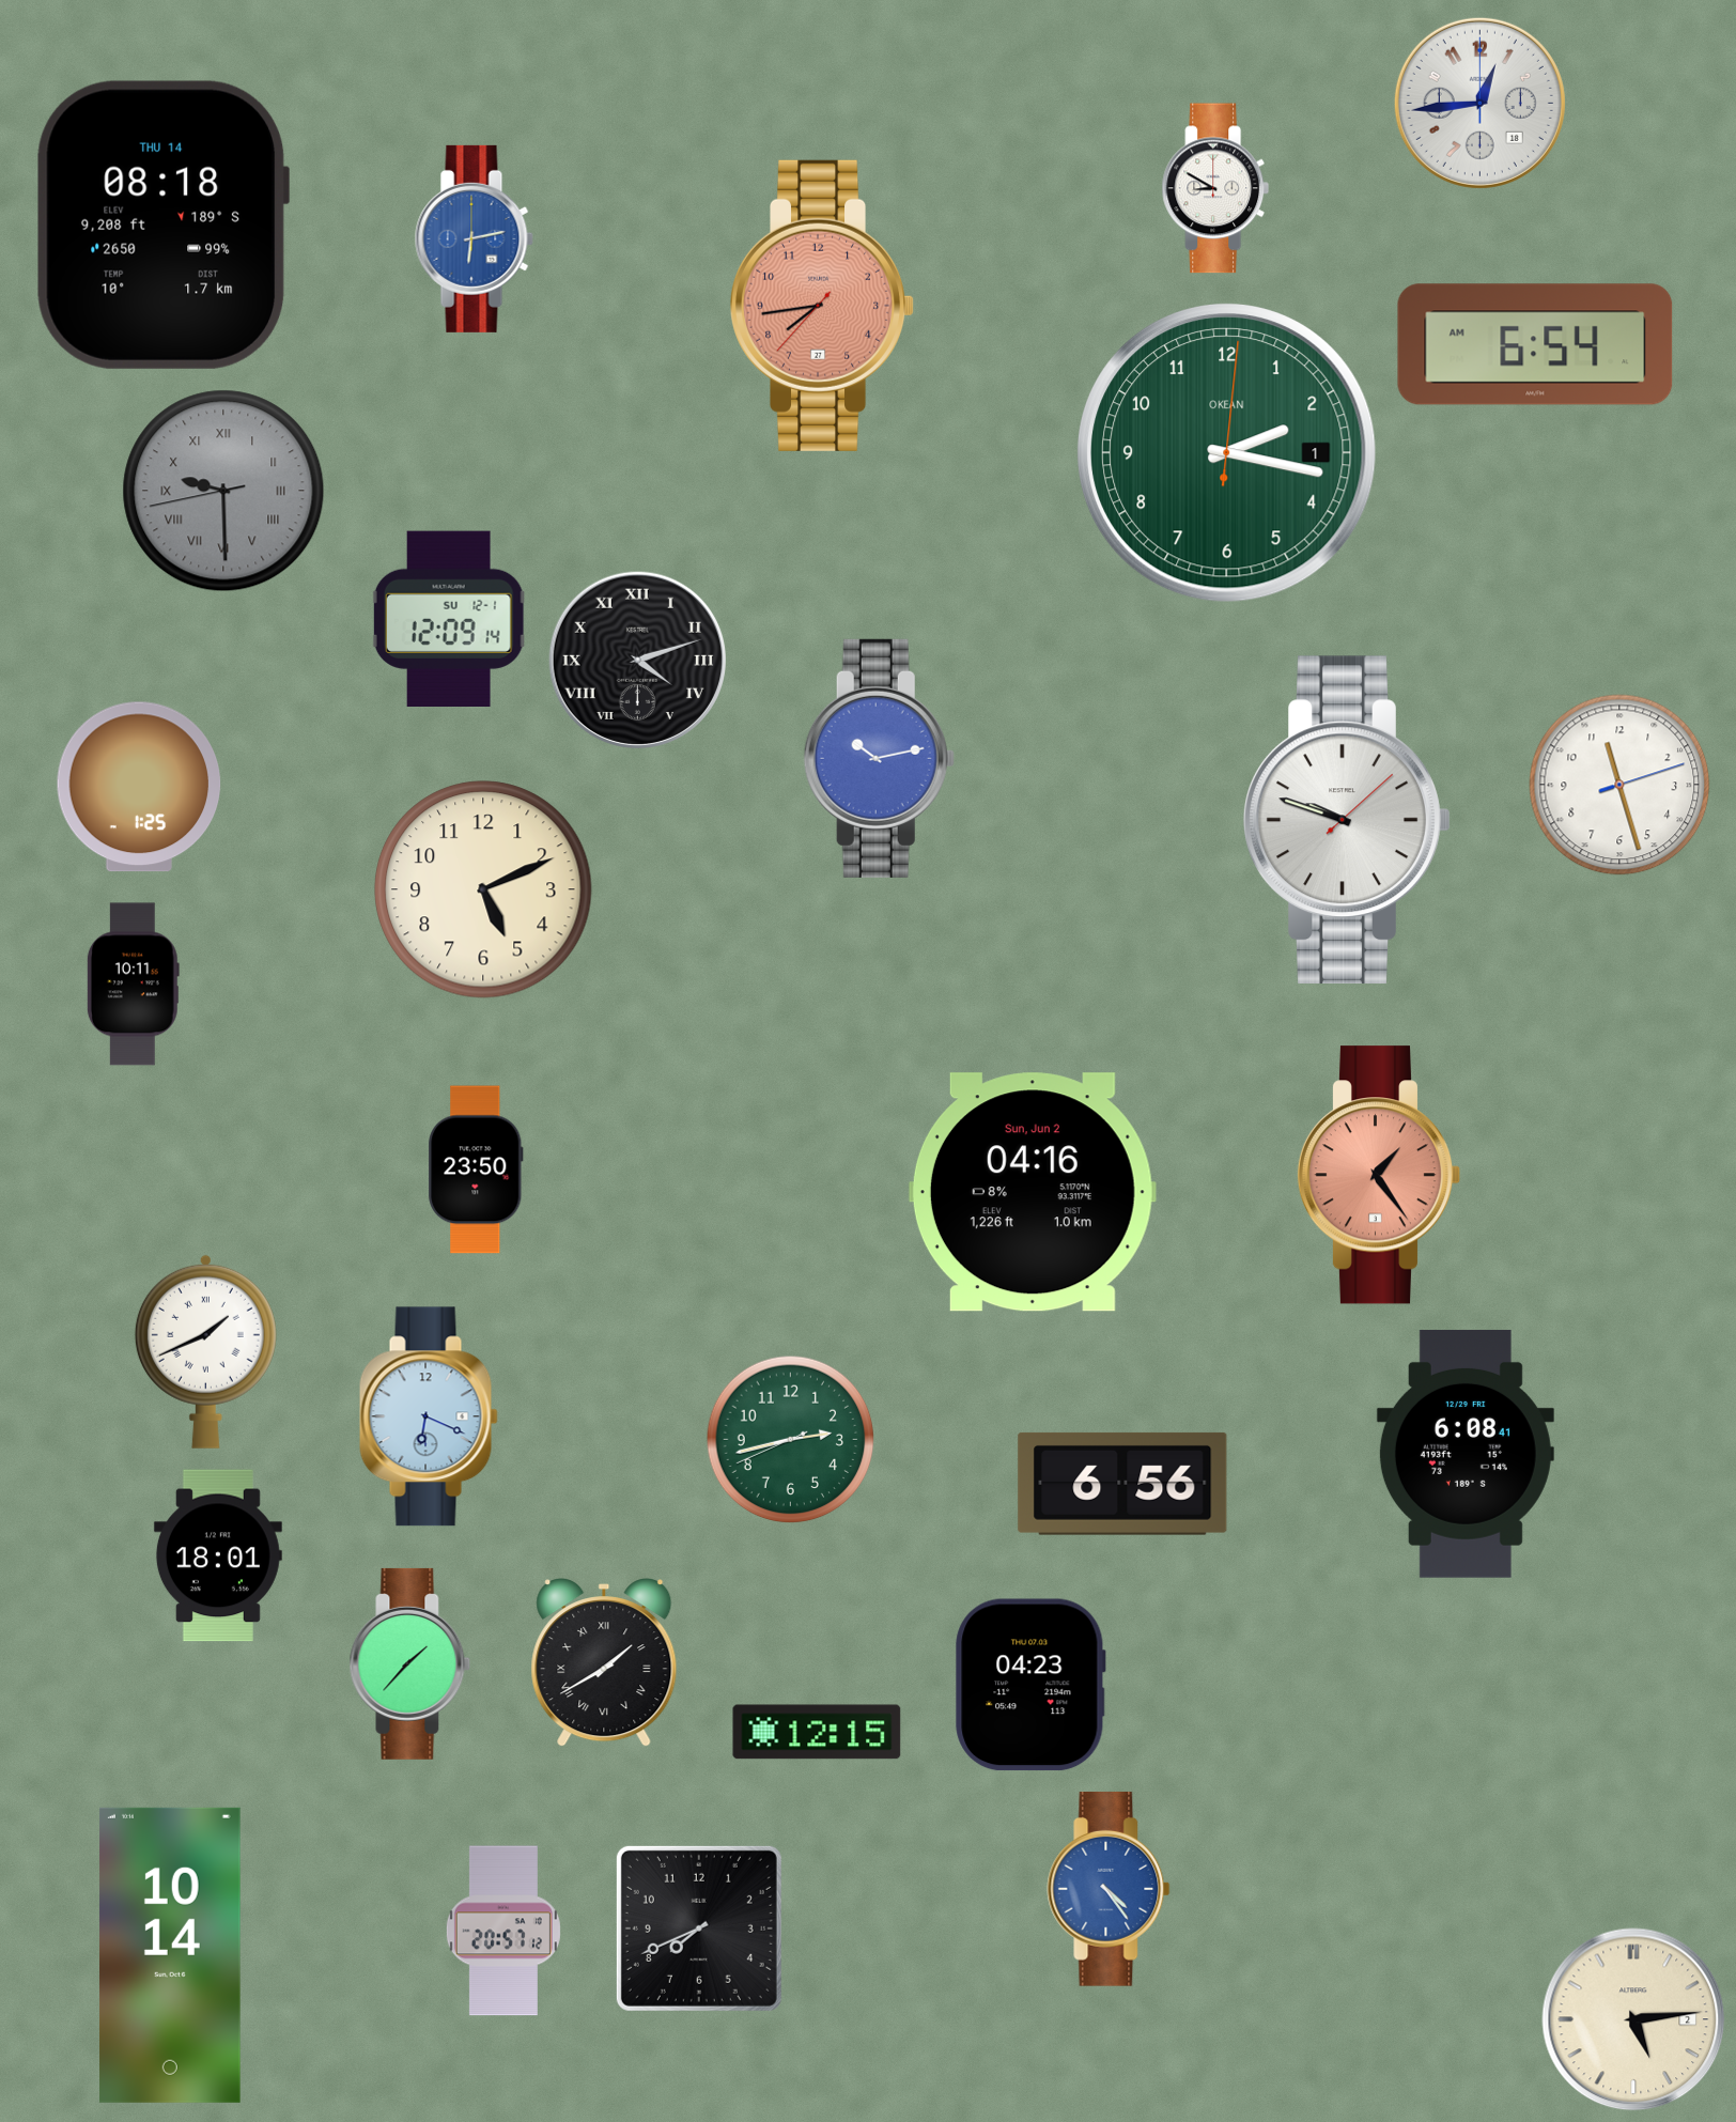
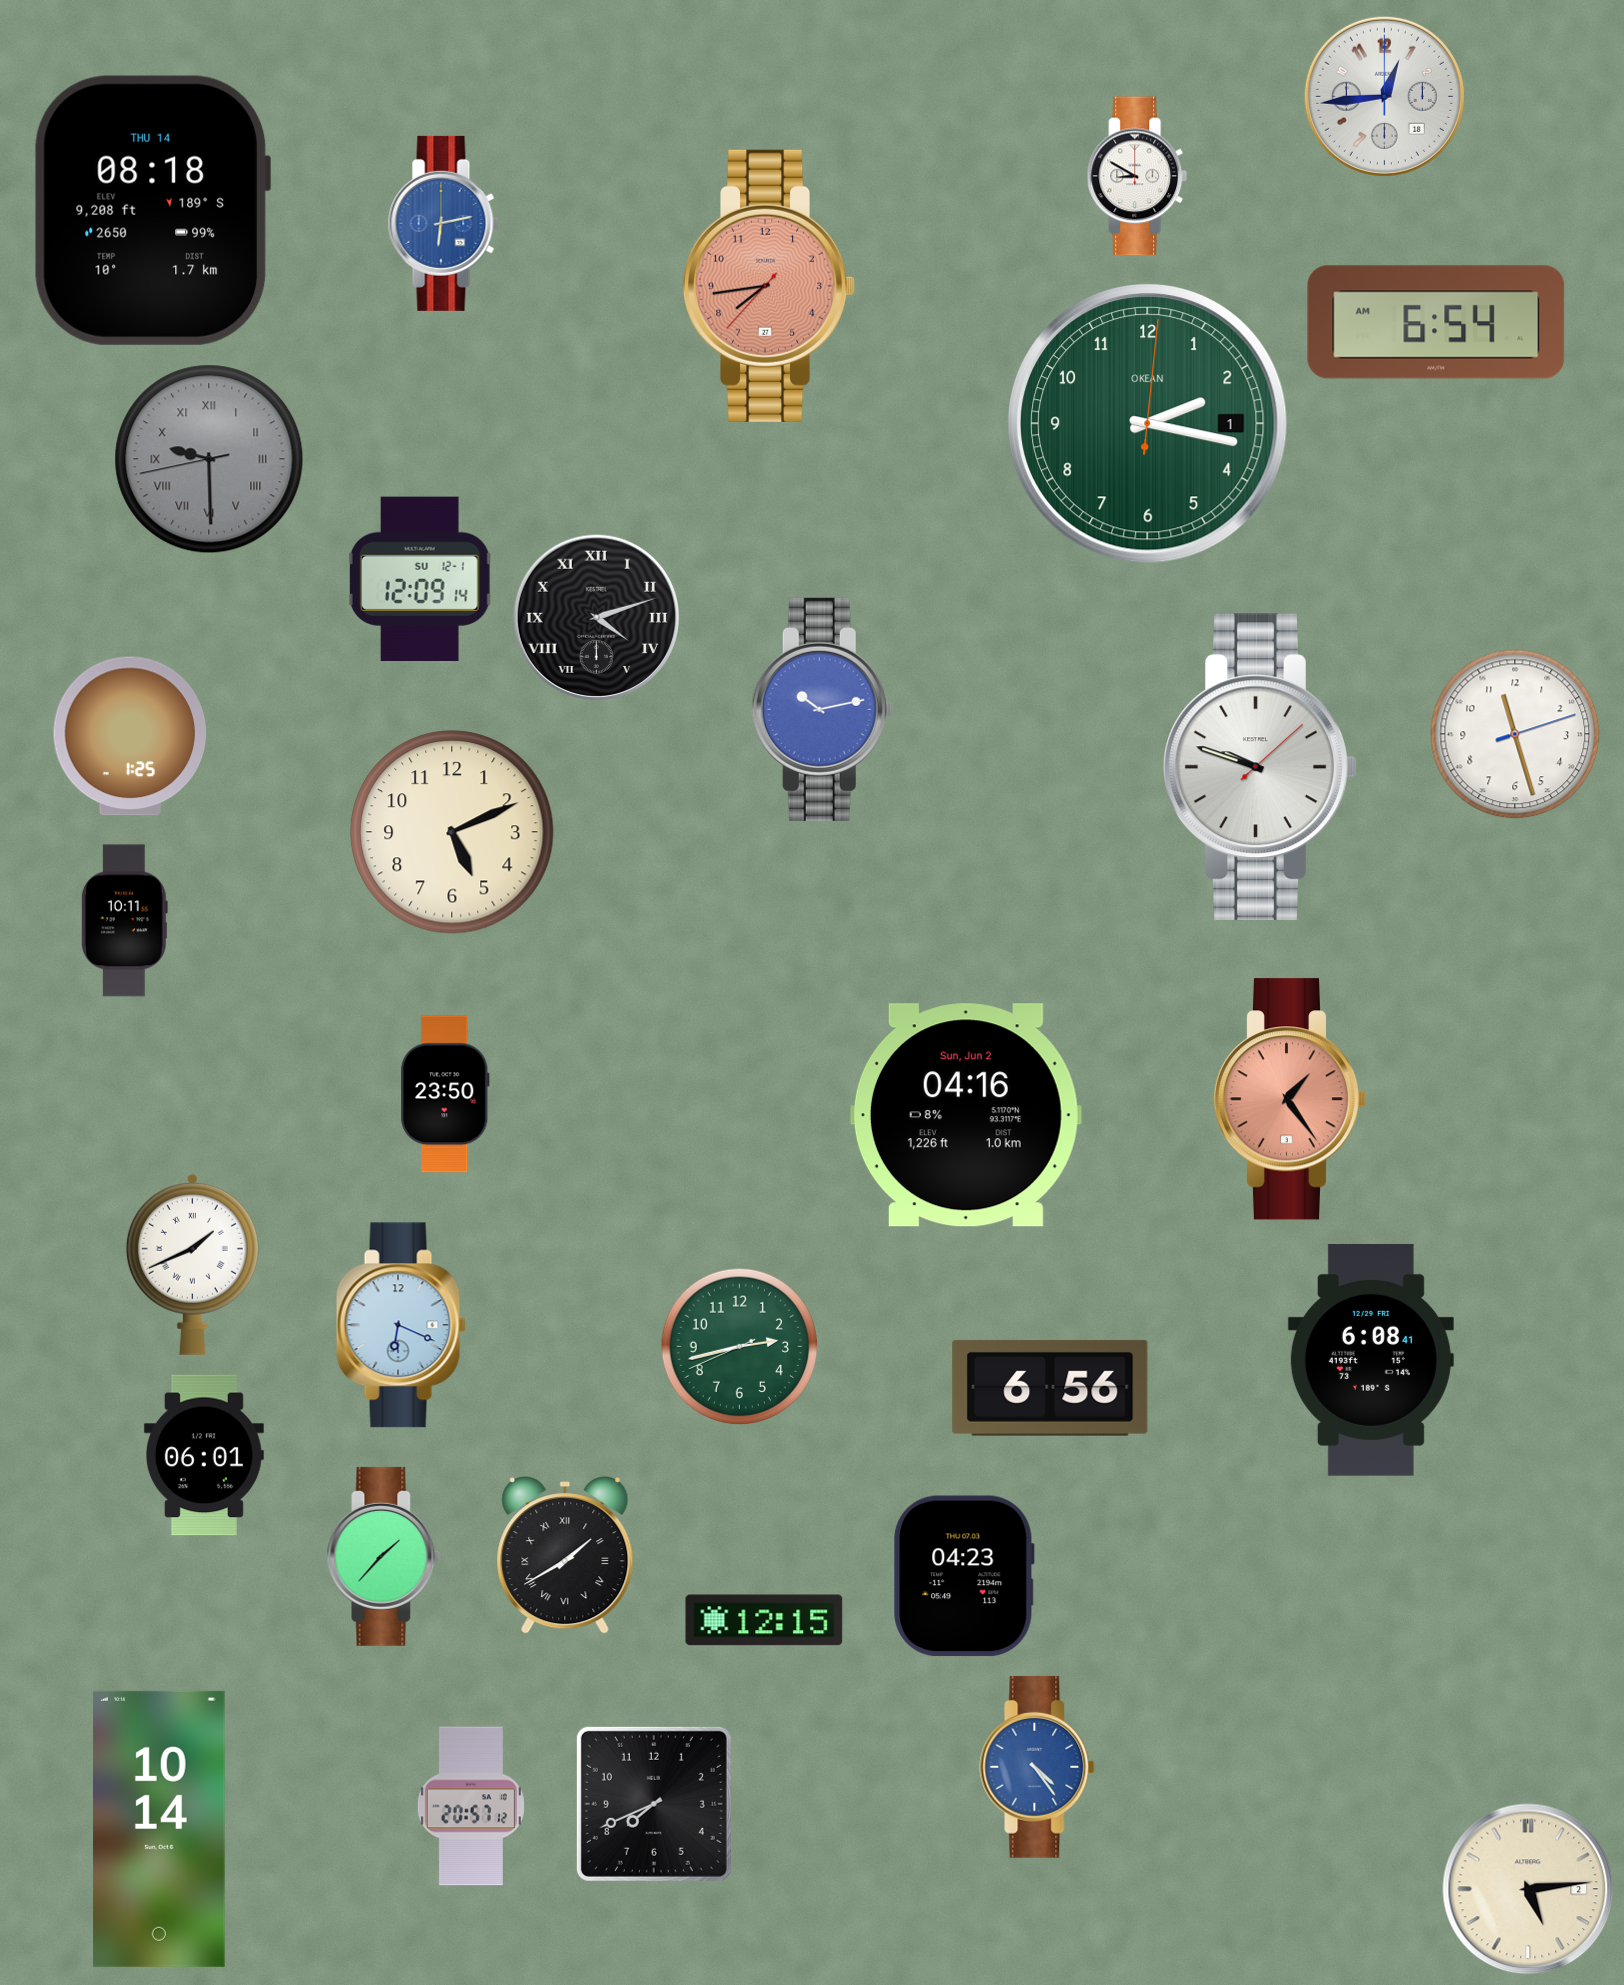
clock at (218, 1555): 18:01 -> 06:01
